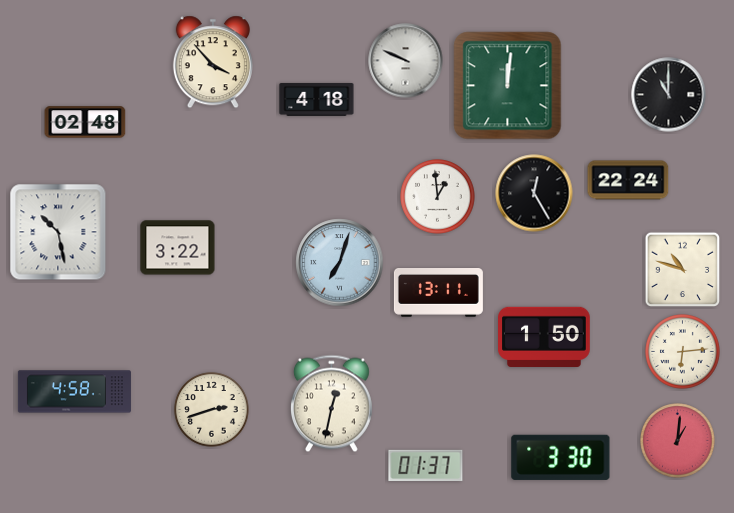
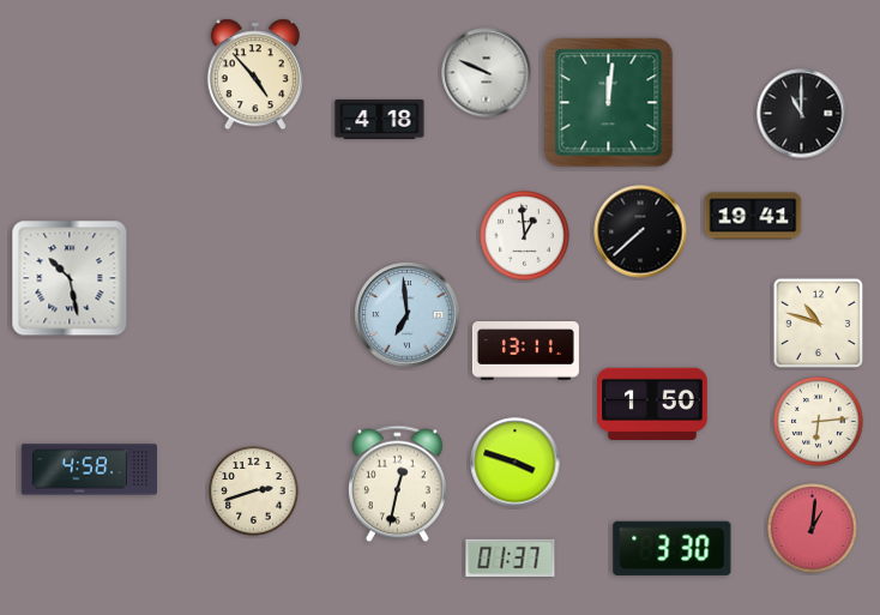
clock at (213, 62): 3:53 -> 4:53
clock at (85, 122): 02:48 -> none
clock at (628, 180): 22:24 -> 19:41
clock at (534, 193): 12:25 -> 7:38
clock at (178, 248): 3:22 -> none
clock at (340, 263): 7:03 -> 6:59
clock at (516, 463): none -> 3:48
